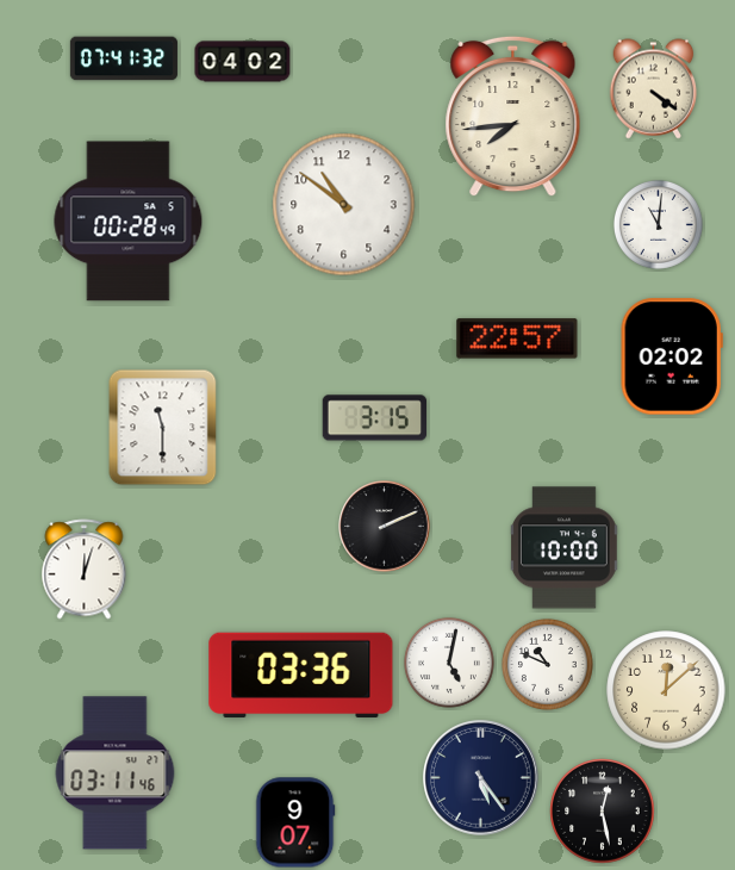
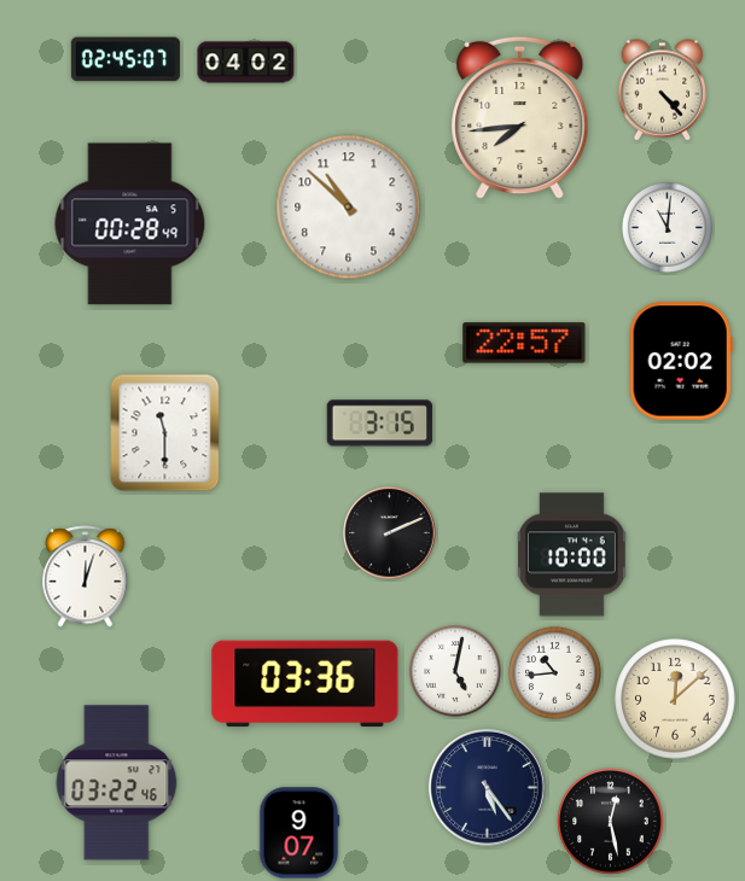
clock at (124, 58): 07:41 -> 02:45
clock at (654, 89): 4:21 -> 4:23
clock at (344, 205): 10:51 -> 10:52
clock at (547, 664): 10:49 -> 10:44
clock at (116, 773): 03:11 -> 03:22
